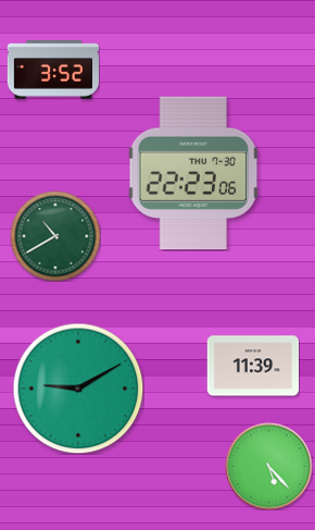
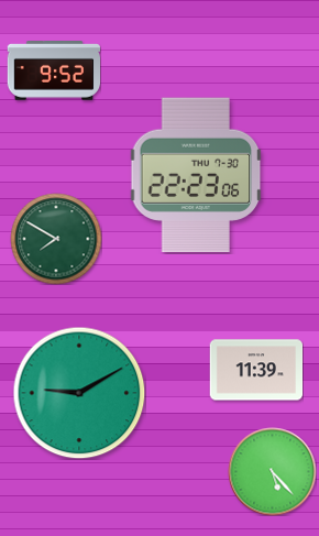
clock at (53, 71): 3:52 -> 9:52
clock at (55, 236): 10:40 -> 7:50
